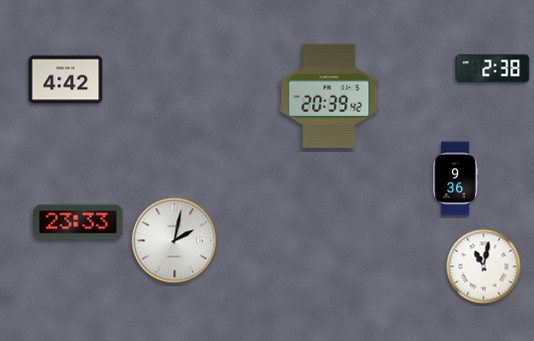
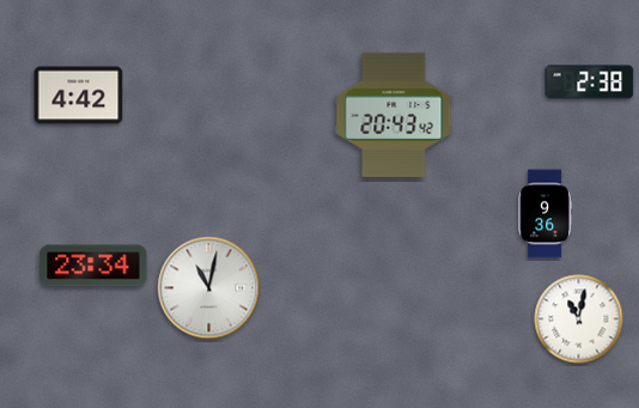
clock at (329, 96): 20:39 -> 20:43
clock at (78, 222): 23:33 -> 23:34
clock at (175, 241): 2:02 -> 11:02
